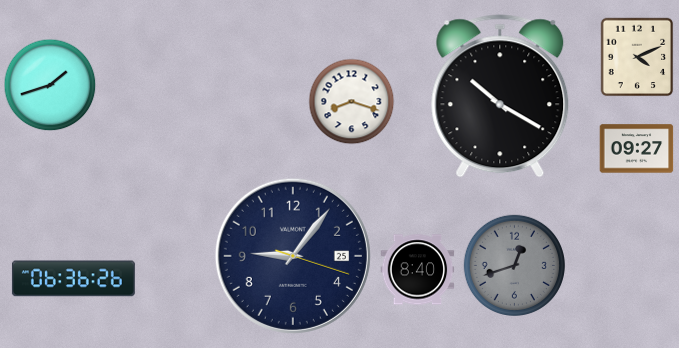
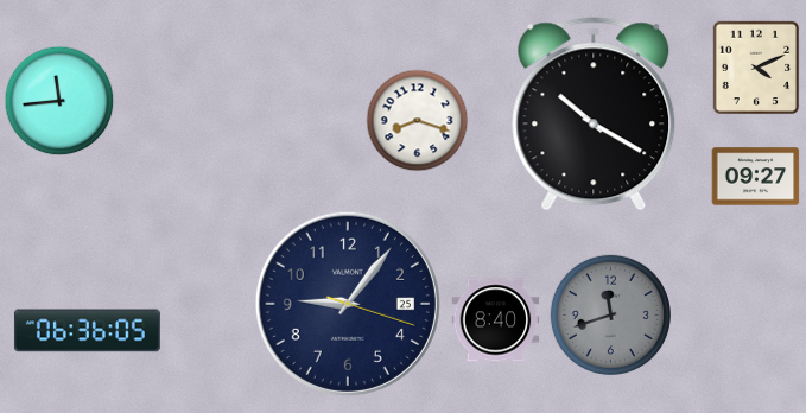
clock at (50, 85): 1:42 -> 11:44
clock at (514, 265): 12:42 -> 11:42
clock at (73, 279): 06:36:26 -> 06:36:05
